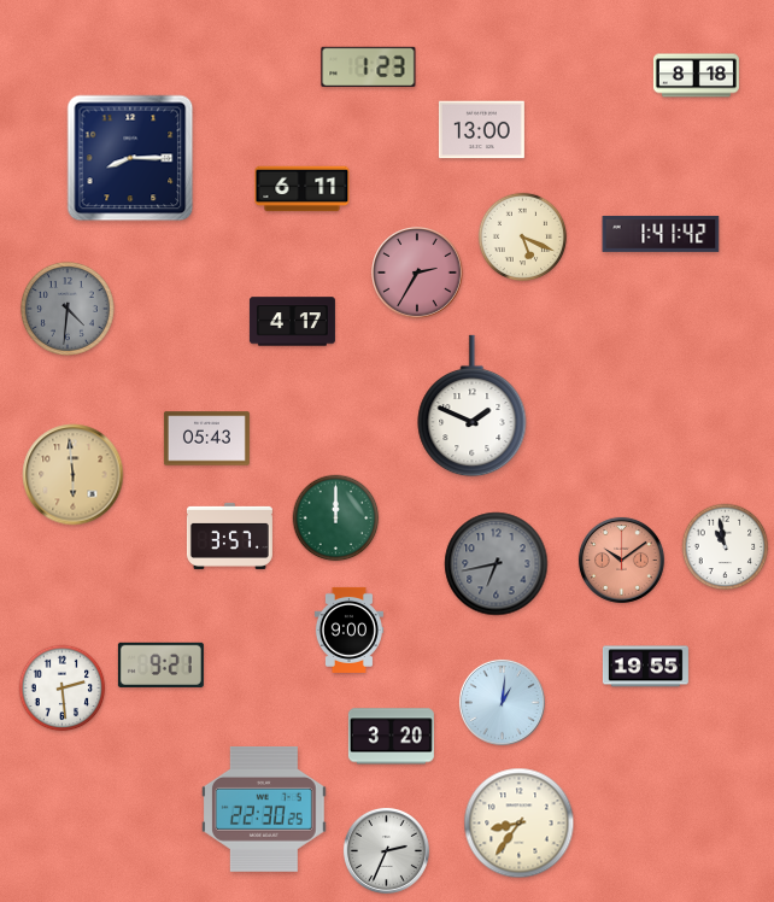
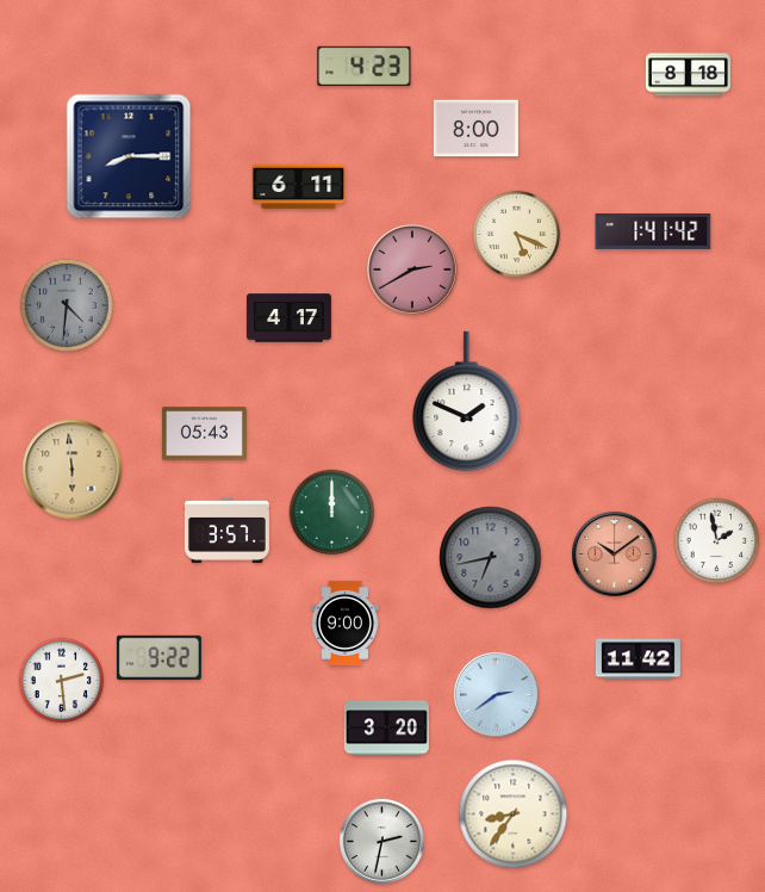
clock at (369, 68): 1:23 -> 4:23
clock at (481, 130): 13:00 -> 8:00
clock at (417, 273): 2:35 -> 2:40
clock at (726, 547): 10:58 -> 1:58
clock at (160, 664): 9:21 -> 9:22
clock at (645, 667): 19:55 -> 11:42
clock at (502, 702): 1:01 -> 2:39
clock at (265, 810): 22:30 -> none
clock at (386, 850): 2:34 -> 2:32
